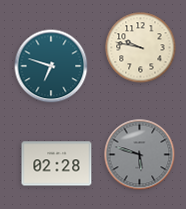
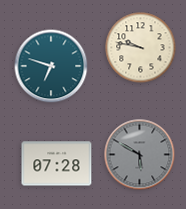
clock at (140, 155): 5:48 -> 5:50
clock at (57, 164): 02:28 -> 07:28
